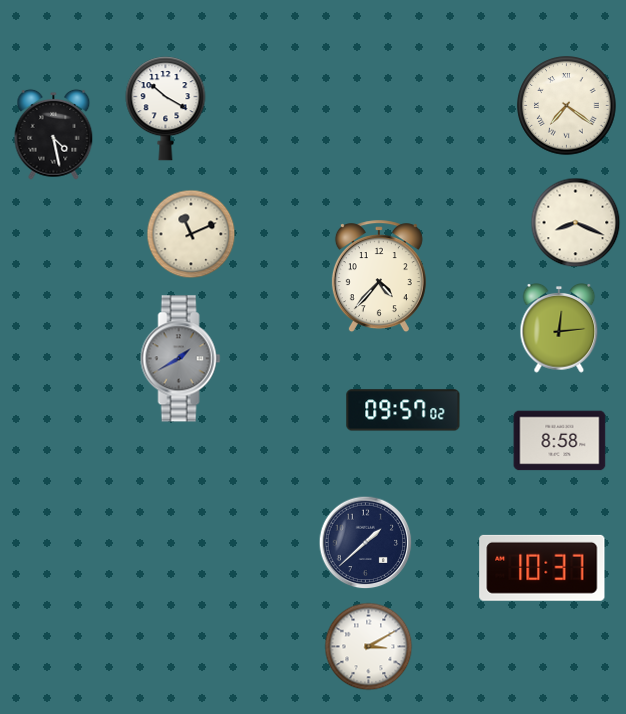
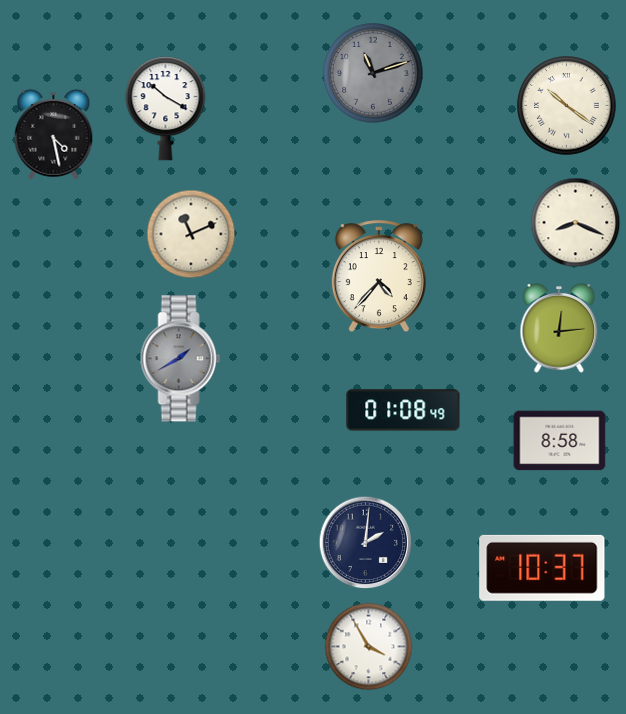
clock at (373, 73): none -> 11:12
clock at (567, 106): 7:21 -> 10:21
clock at (403, 410): 09:57 -> 01:08
clock at (366, 543): 1:38 -> 2:01
clock at (369, 647): 3:10 -> 3:55
